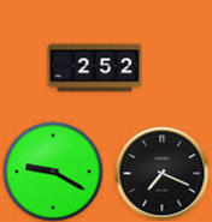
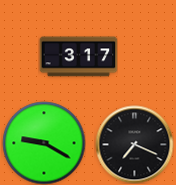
clock at (94, 68): 2:52 -> 3:17
